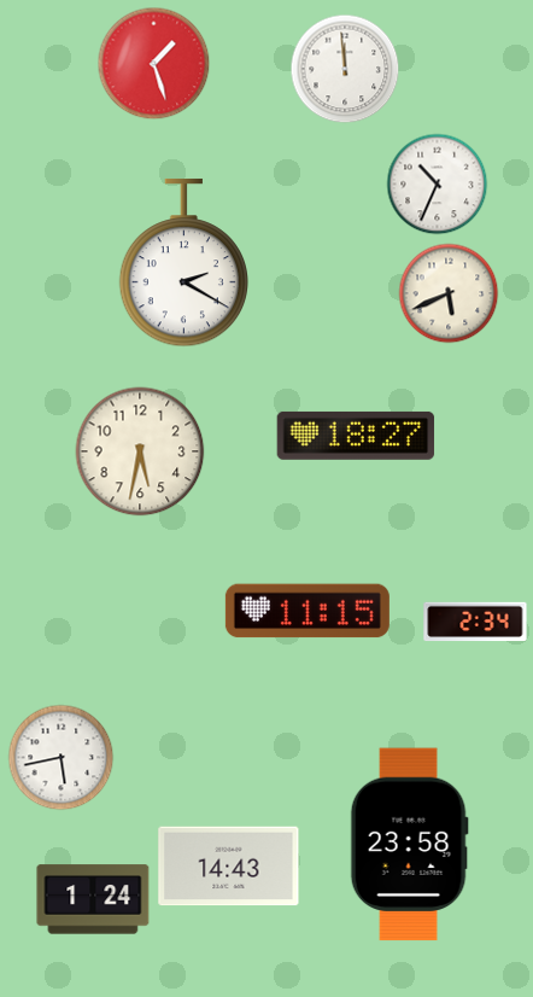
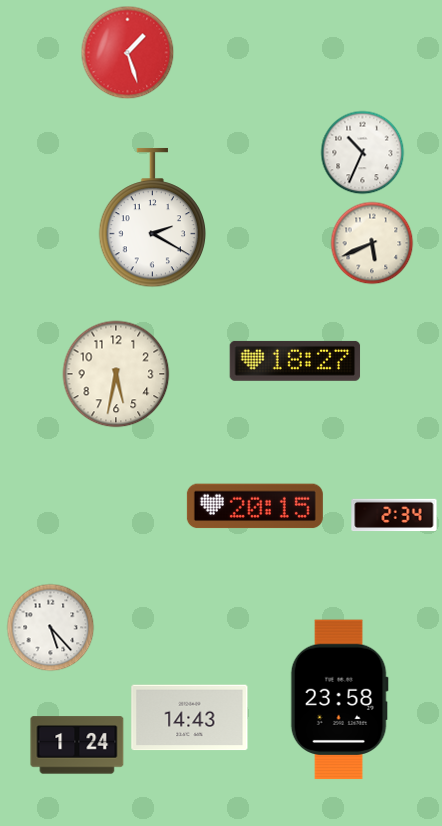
clock at (345, 69): 11:59 -> none
clock at (307, 611): 11:15 -> 20:15
clock at (61, 758): 5:43 -> 5:23
